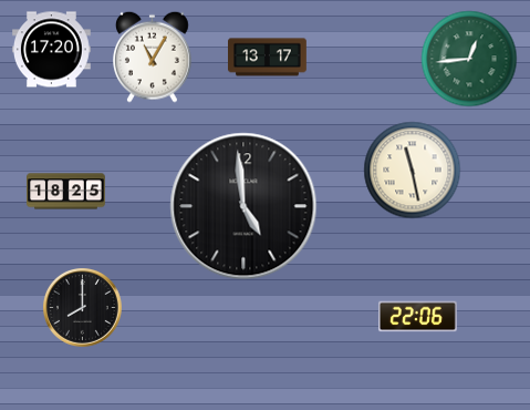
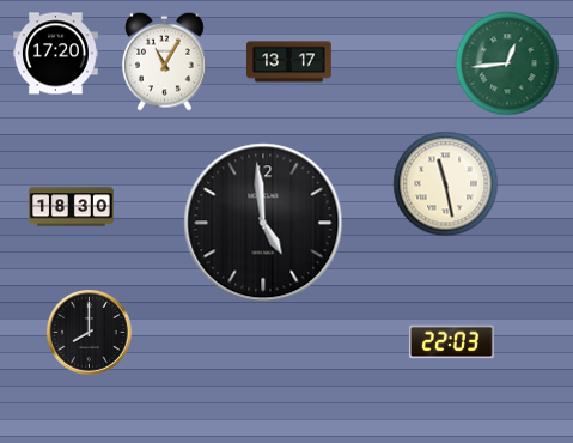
clock at (66, 192): 18:25 -> 18:30
clock at (417, 317): 22:06 -> 22:03
